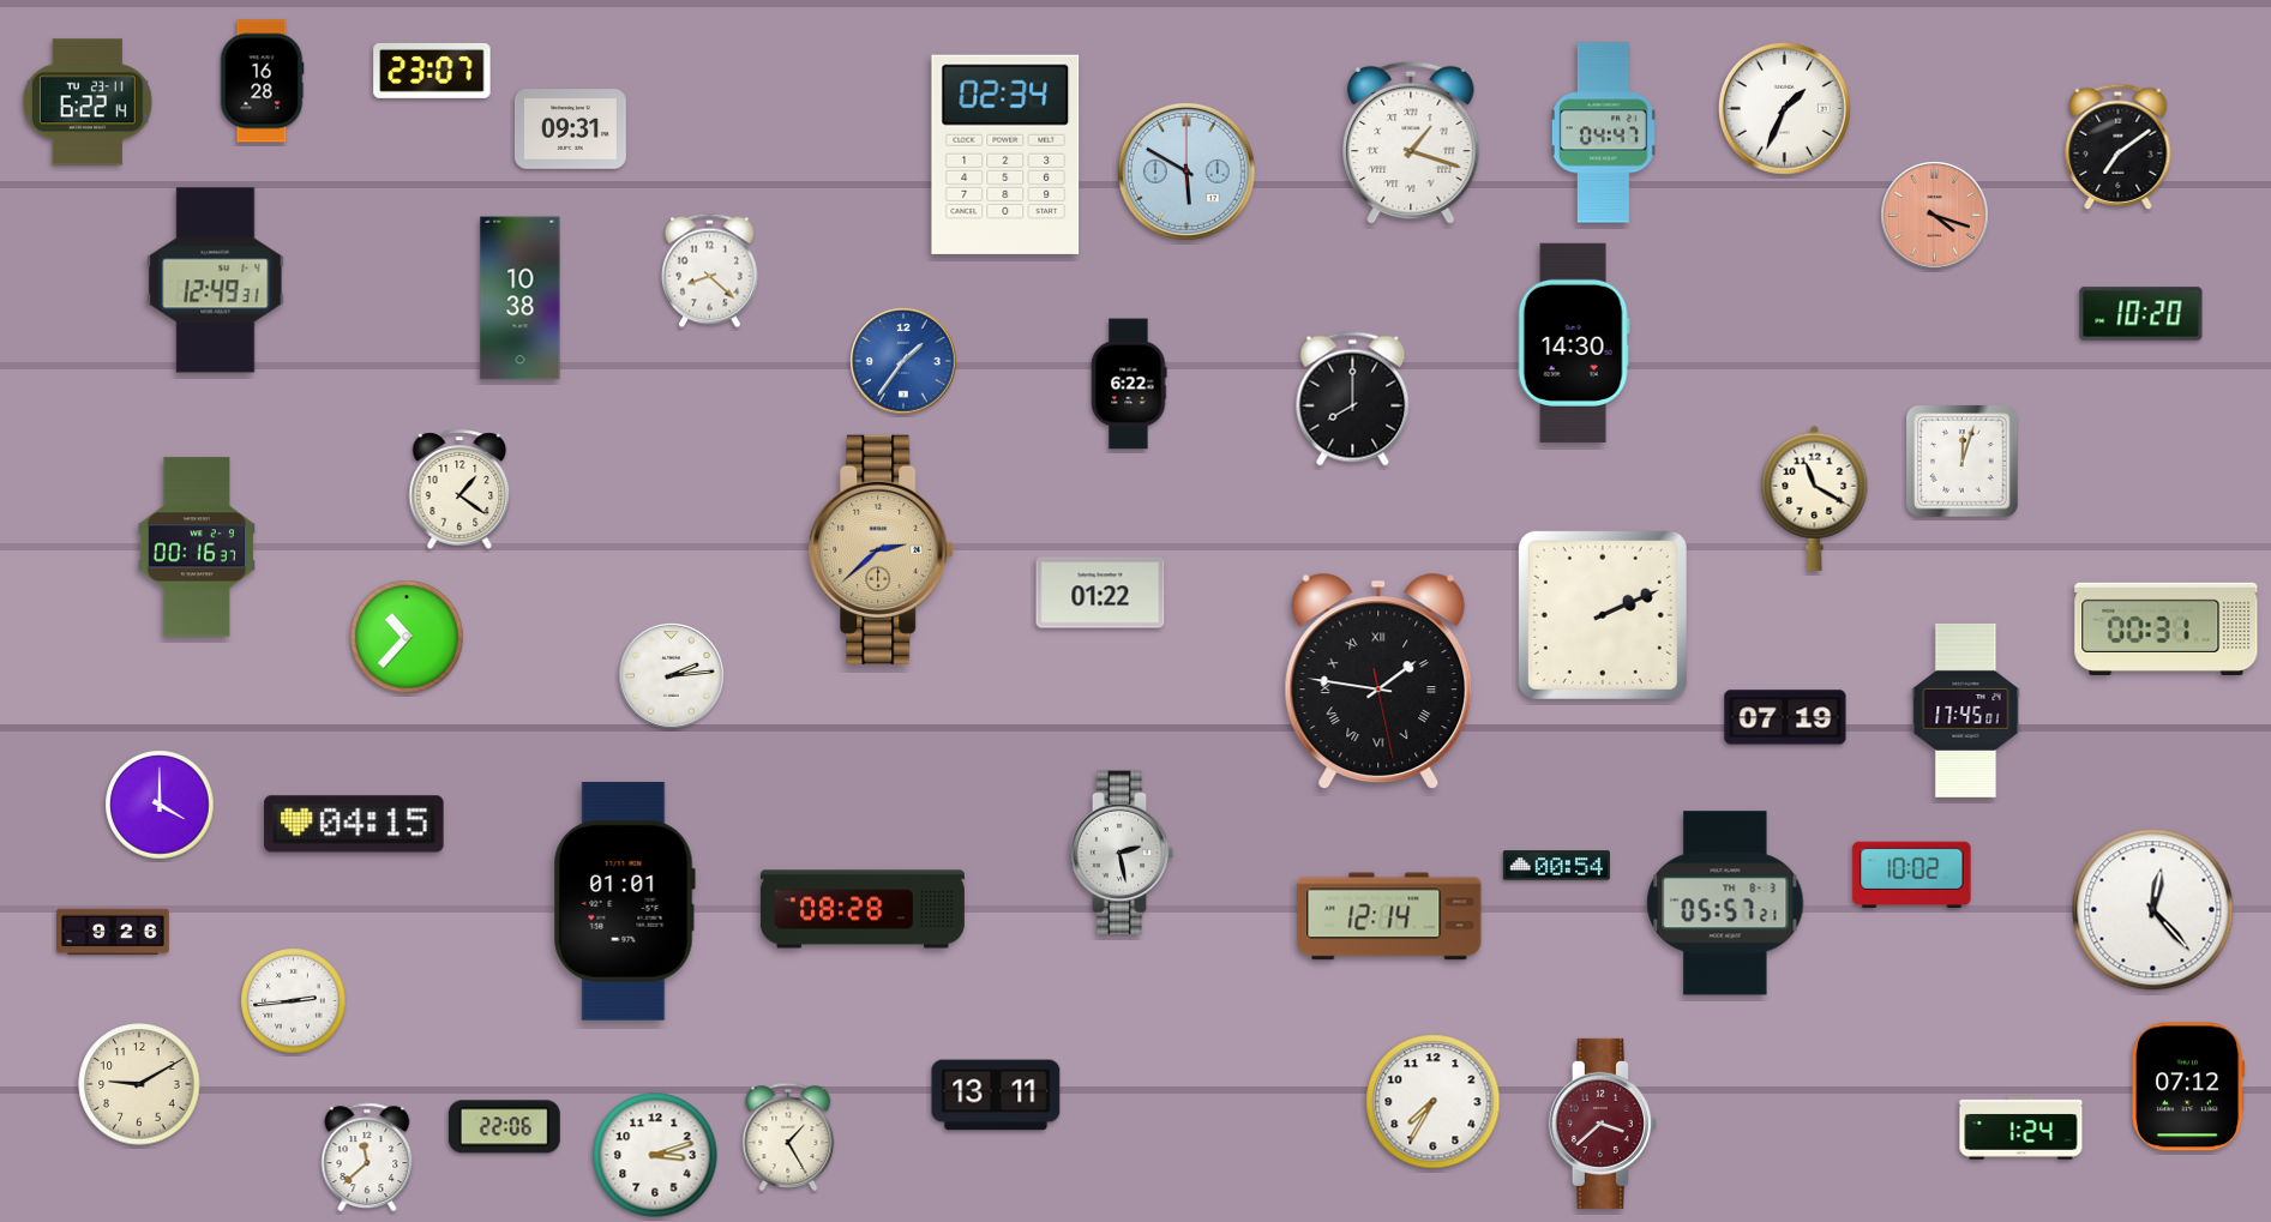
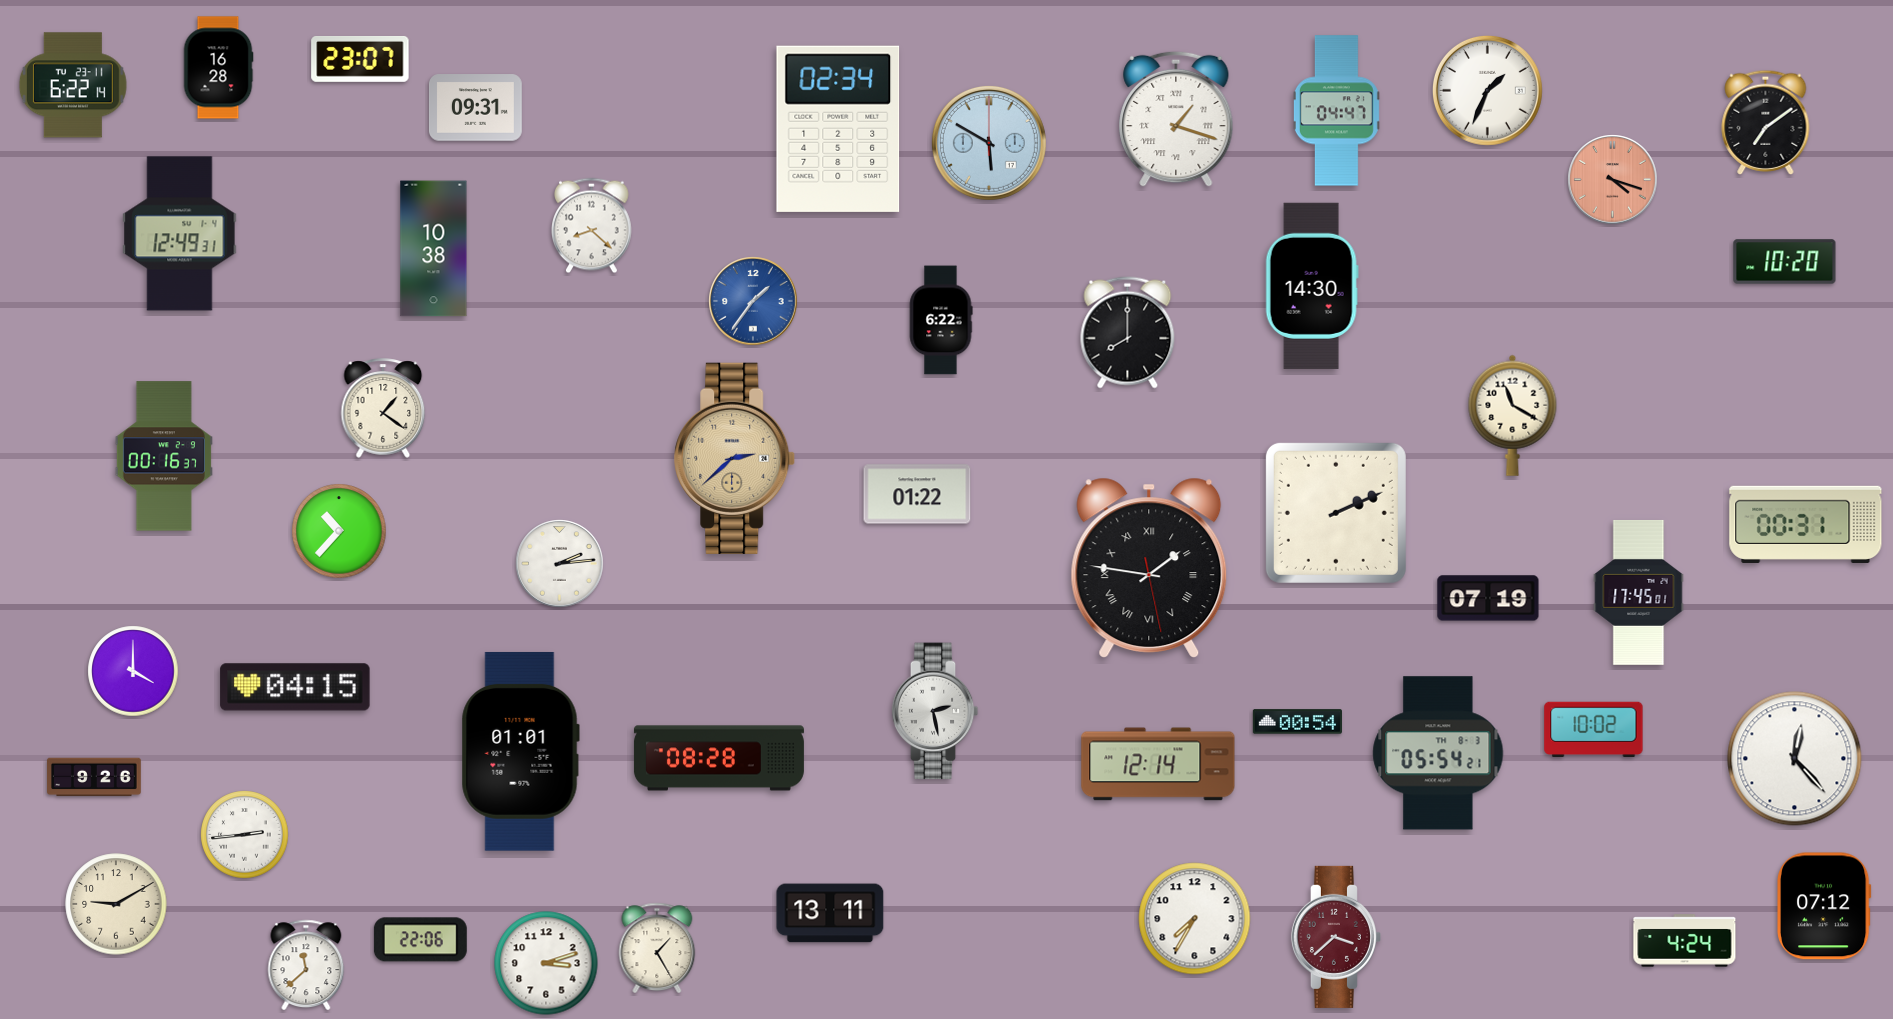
clock at (1963, 462): 12:03 -> none
clock at (1725, 903): 05:57 -> 05:54
clock at (2021, 1128): 1:24 -> 4:24
